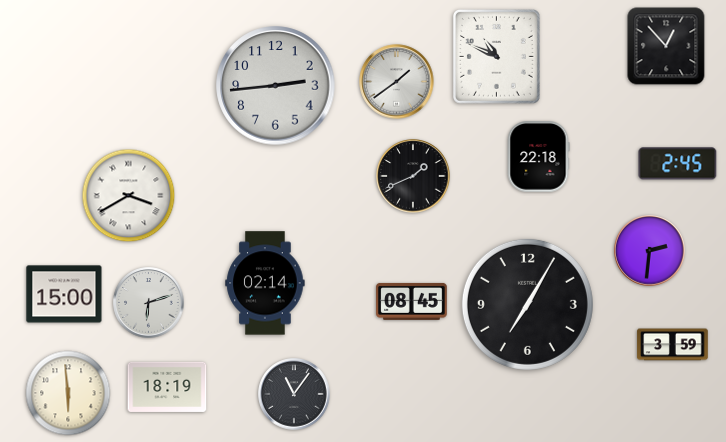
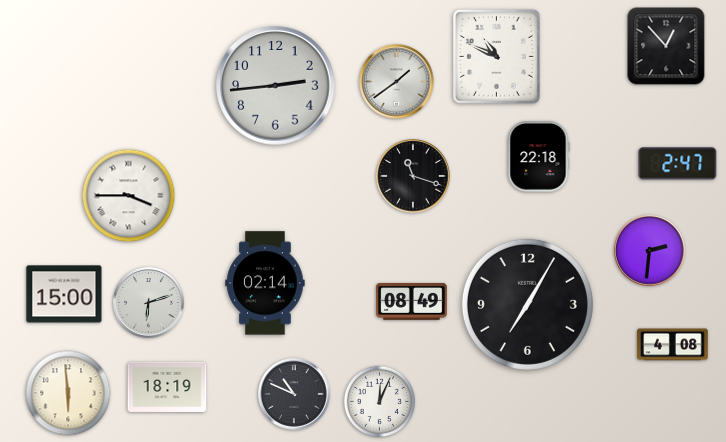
clock at (678, 164): 2:45 -> 2:47
clock at (413, 176): 1:41 -> 11:18
clock at (129, 196): 3:40 -> 3:45
clock at (412, 301): 08:45 -> 08:49
clock at (673, 345): 3:59 -> 4:08
clock at (294, 394): 11:06 -> 10:49
clock at (379, 401): none -> 12:04
